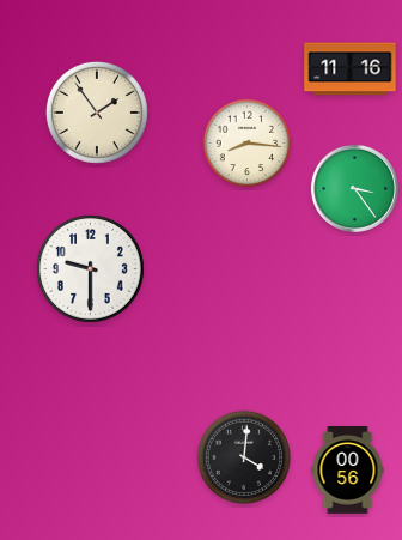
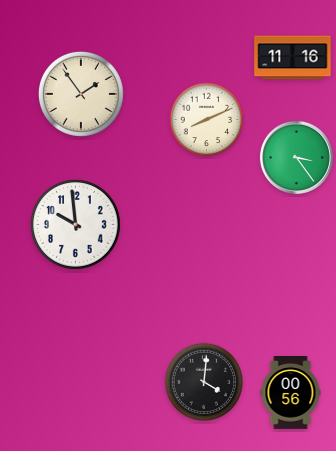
clock at (248, 144): 8:16 -> 8:11
clock at (91, 269): 9:30 -> 9:59
